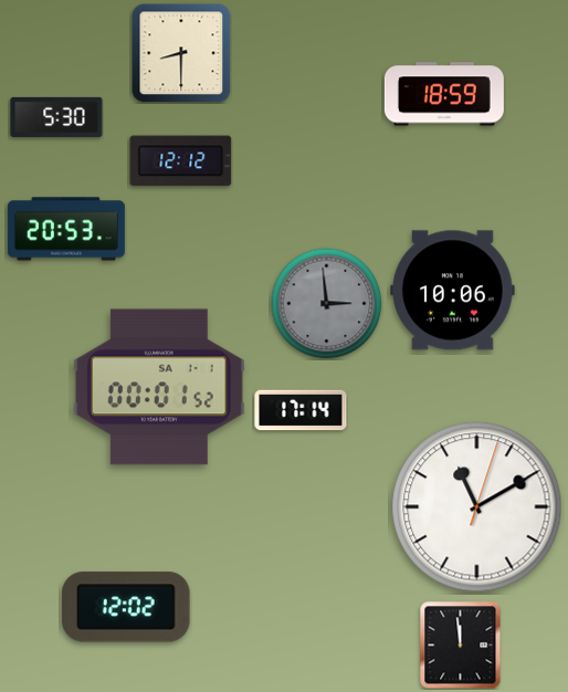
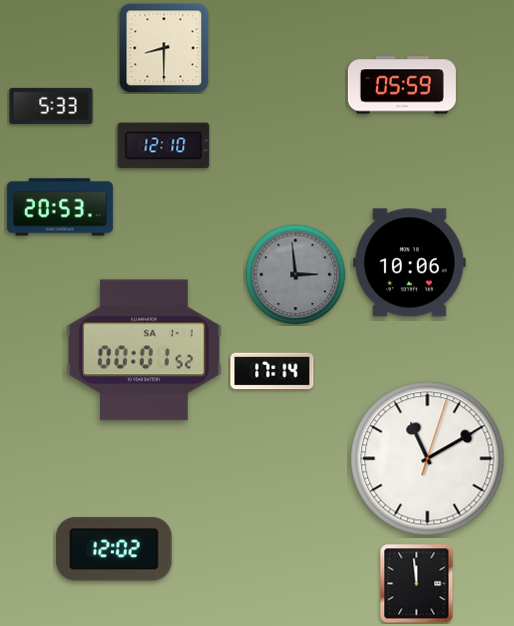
clock at (444, 94): 18:59 -> 05:59
clock at (56, 117): 5:30 -> 5:33
clock at (181, 161): 12:12 -> 12:10
clock at (477, 507) position: (477, 507) -> (428, 459)
